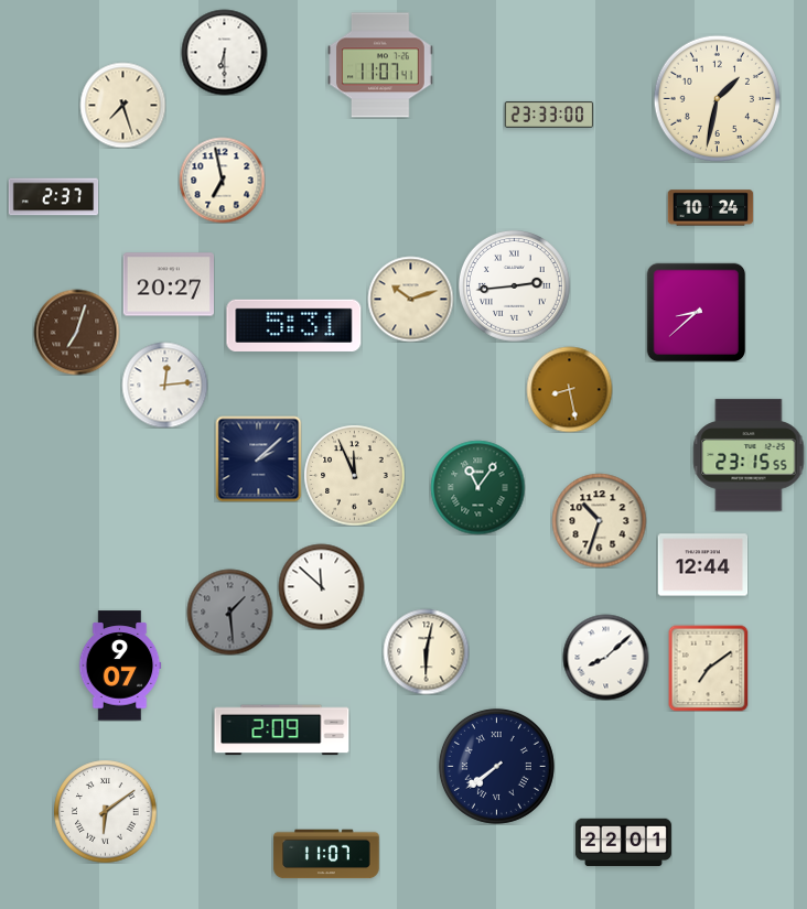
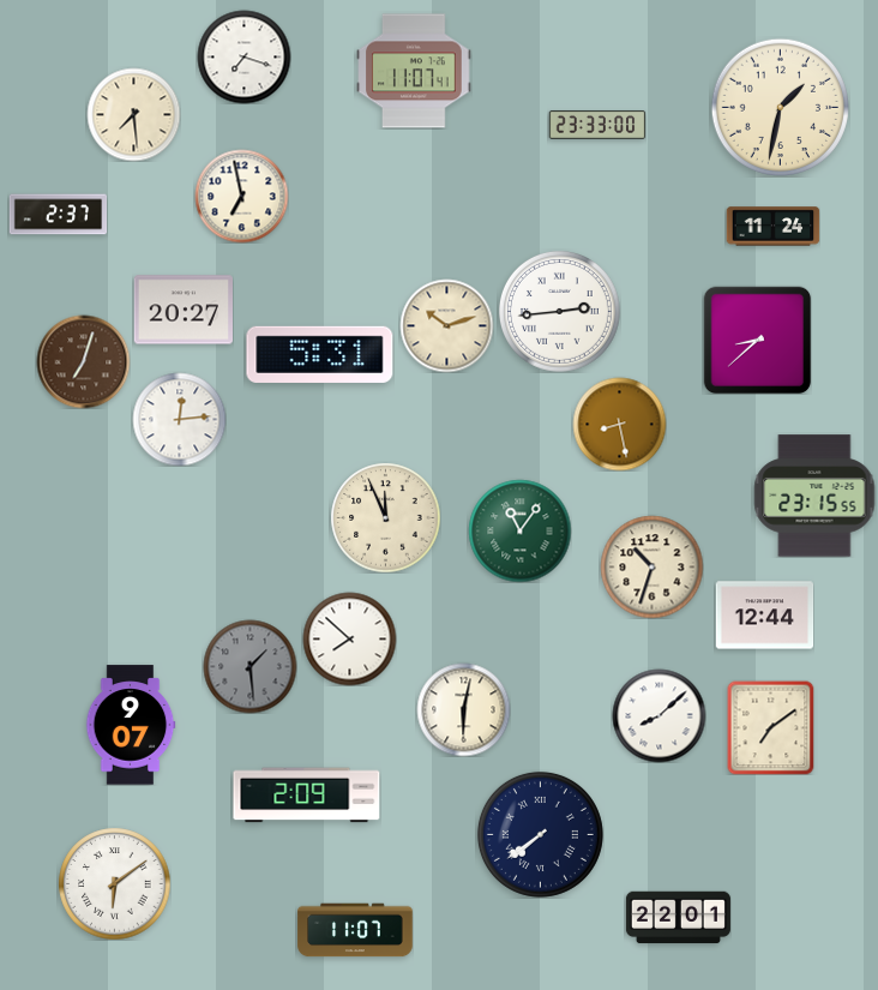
clock at (224, 52): 6:30 -> 7:18
clock at (122, 105): 7:27 -> 7:29
clock at (710, 208): 10:24 -> 11:24
clock at (258, 458): 2:08 -> none
clock at (321, 586): 11:52 -> 7:52
